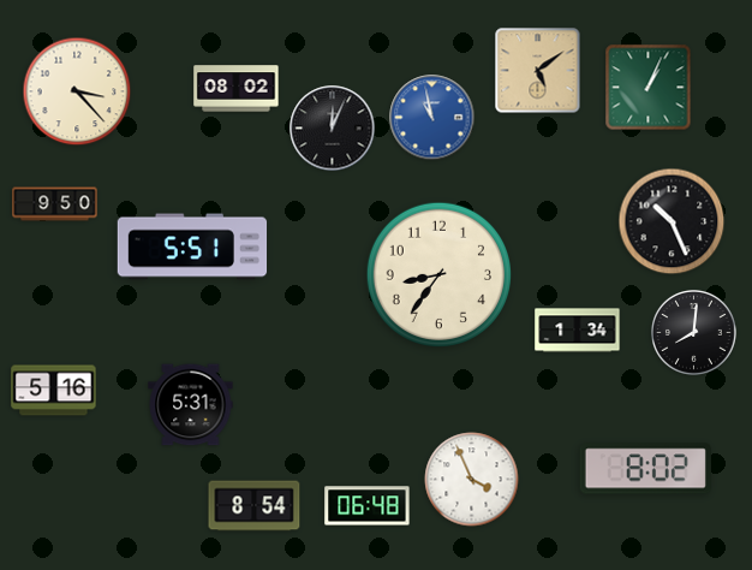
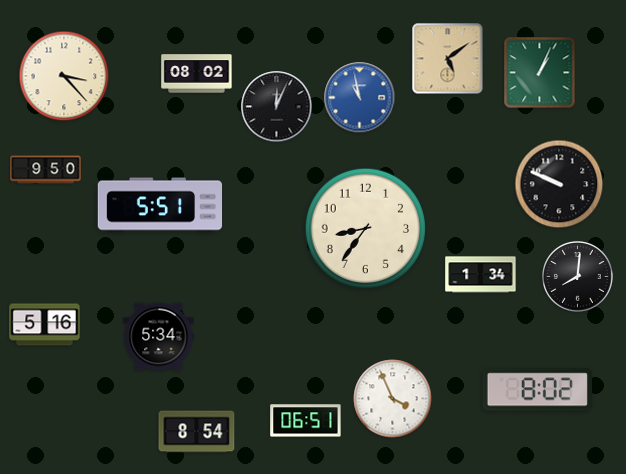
clock at (672, 221): 10:26 -> 9:49
clock at (191, 405): 5:31 -> 5:34
clock at (255, 506) position: (255, 506) -> (197, 432)
clock at (368, 506): 06:48 -> 06:51
